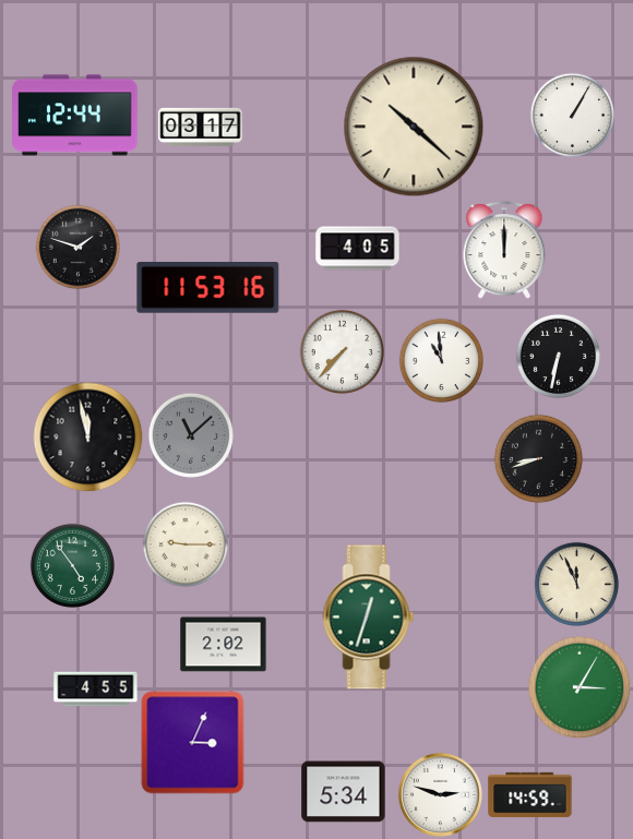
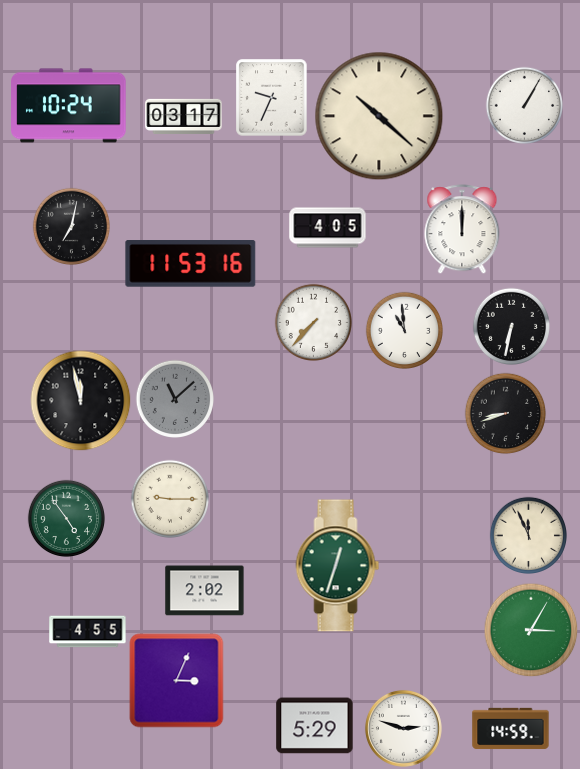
clock at (272, 98): none -> 9:34
clock at (75, 116): 12:44 -> 10:24
clock at (77, 247): 1:48 -> 7:02
clock at (538, 458) position: (538, 458) -> (505, 413)
clock at (344, 792): 5:34 -> 5:29
clock at (530, 795) position: (530, 795) -> (511, 729)
